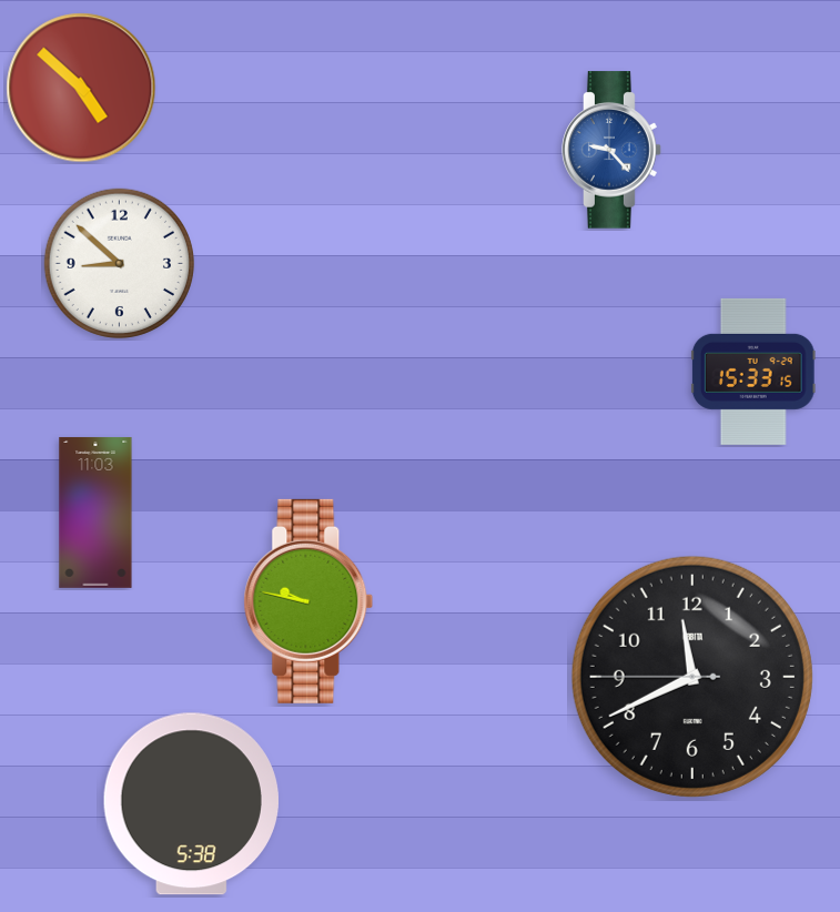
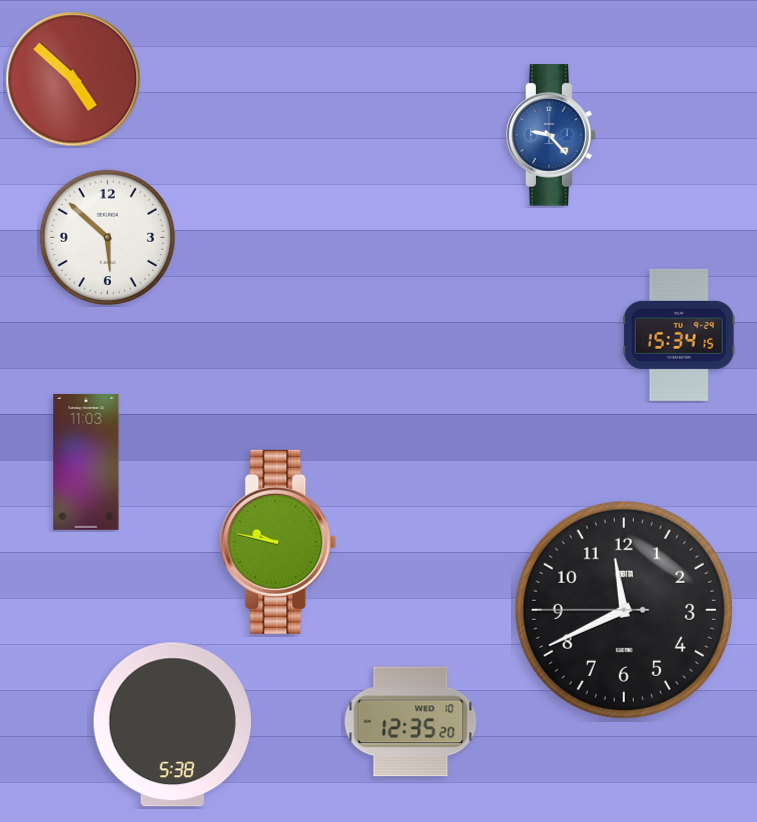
clock at (119, 263): 8:52 -> 5:52
clock at (753, 372): 15:33 -> 15:34
clock at (411, 722): none -> 12:35
